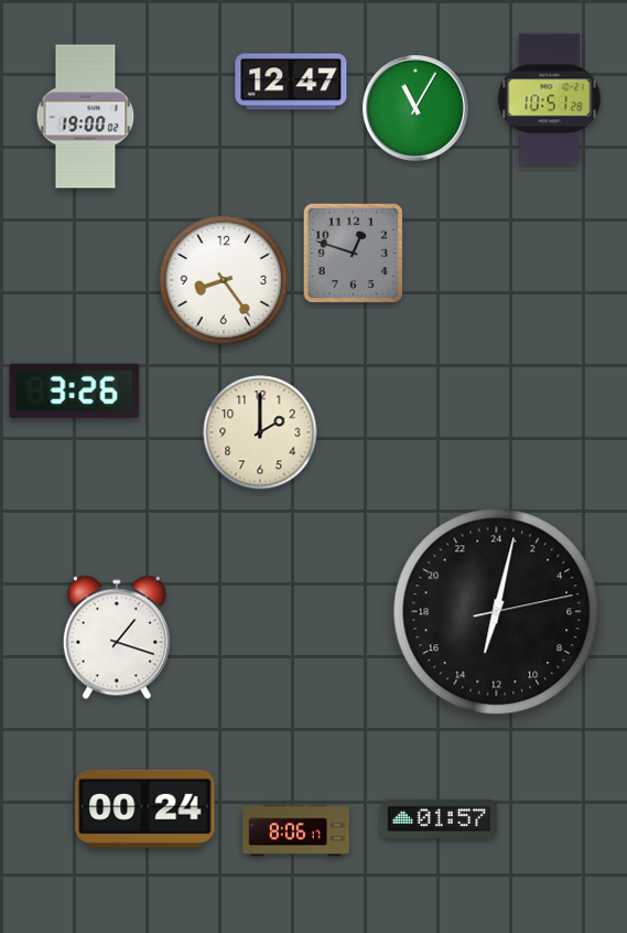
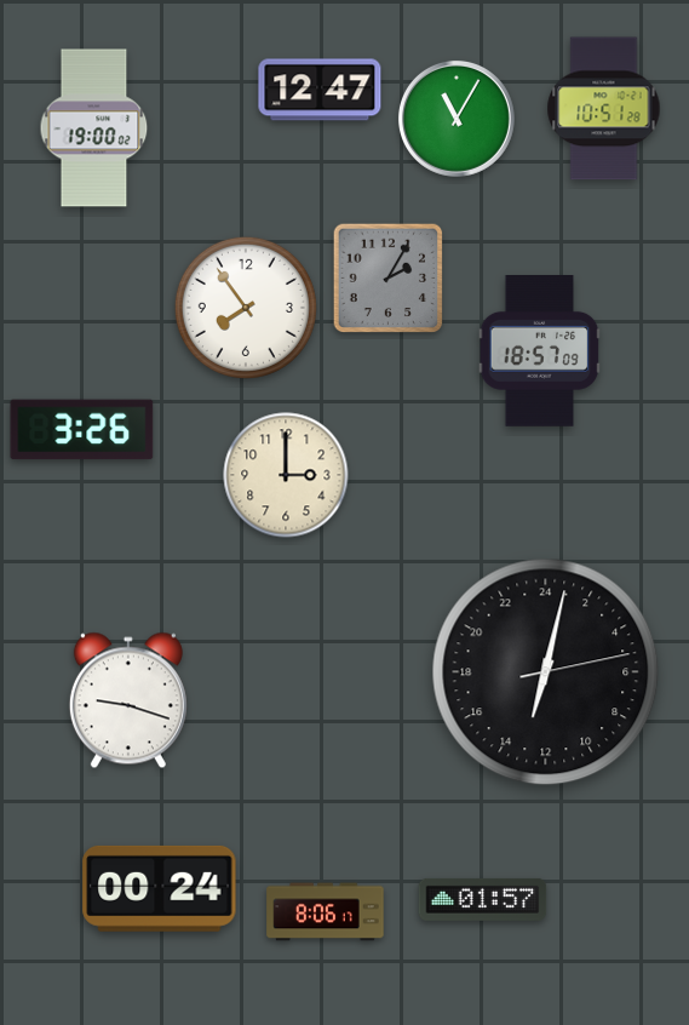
clock at (354, 254): 12:48 -> 2:05
clock at (224, 280): 8:24 -> 7:54
clock at (540, 351): none -> 18:57
clock at (260, 432): 2:00 -> 3:00
clock at (117, 637): 1:18 -> 9:18
